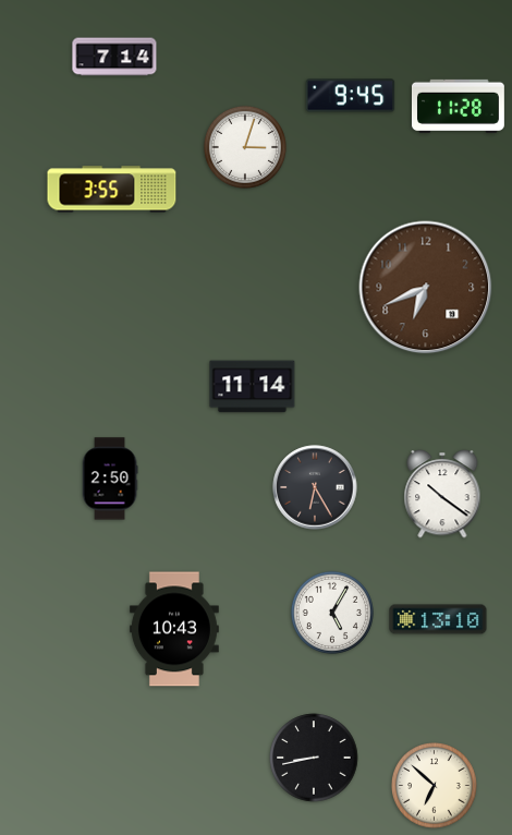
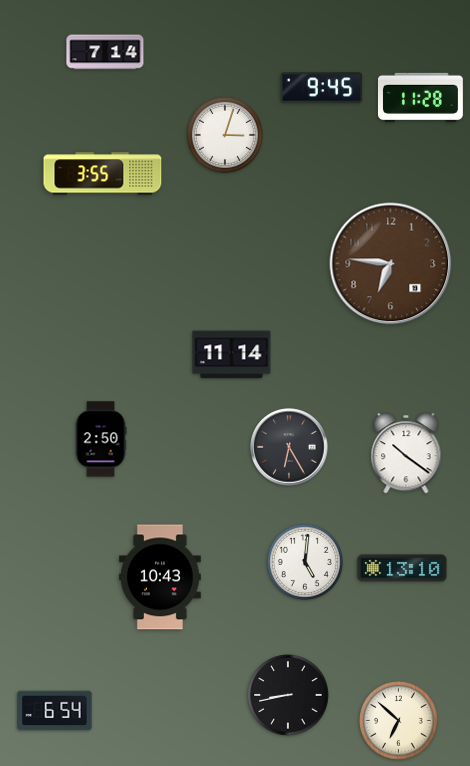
clock at (426, 288): 6:41 -> 6:46
clock at (332, 613): 5:05 -> 5:01
clock at (55, 711): none -> 6:54
